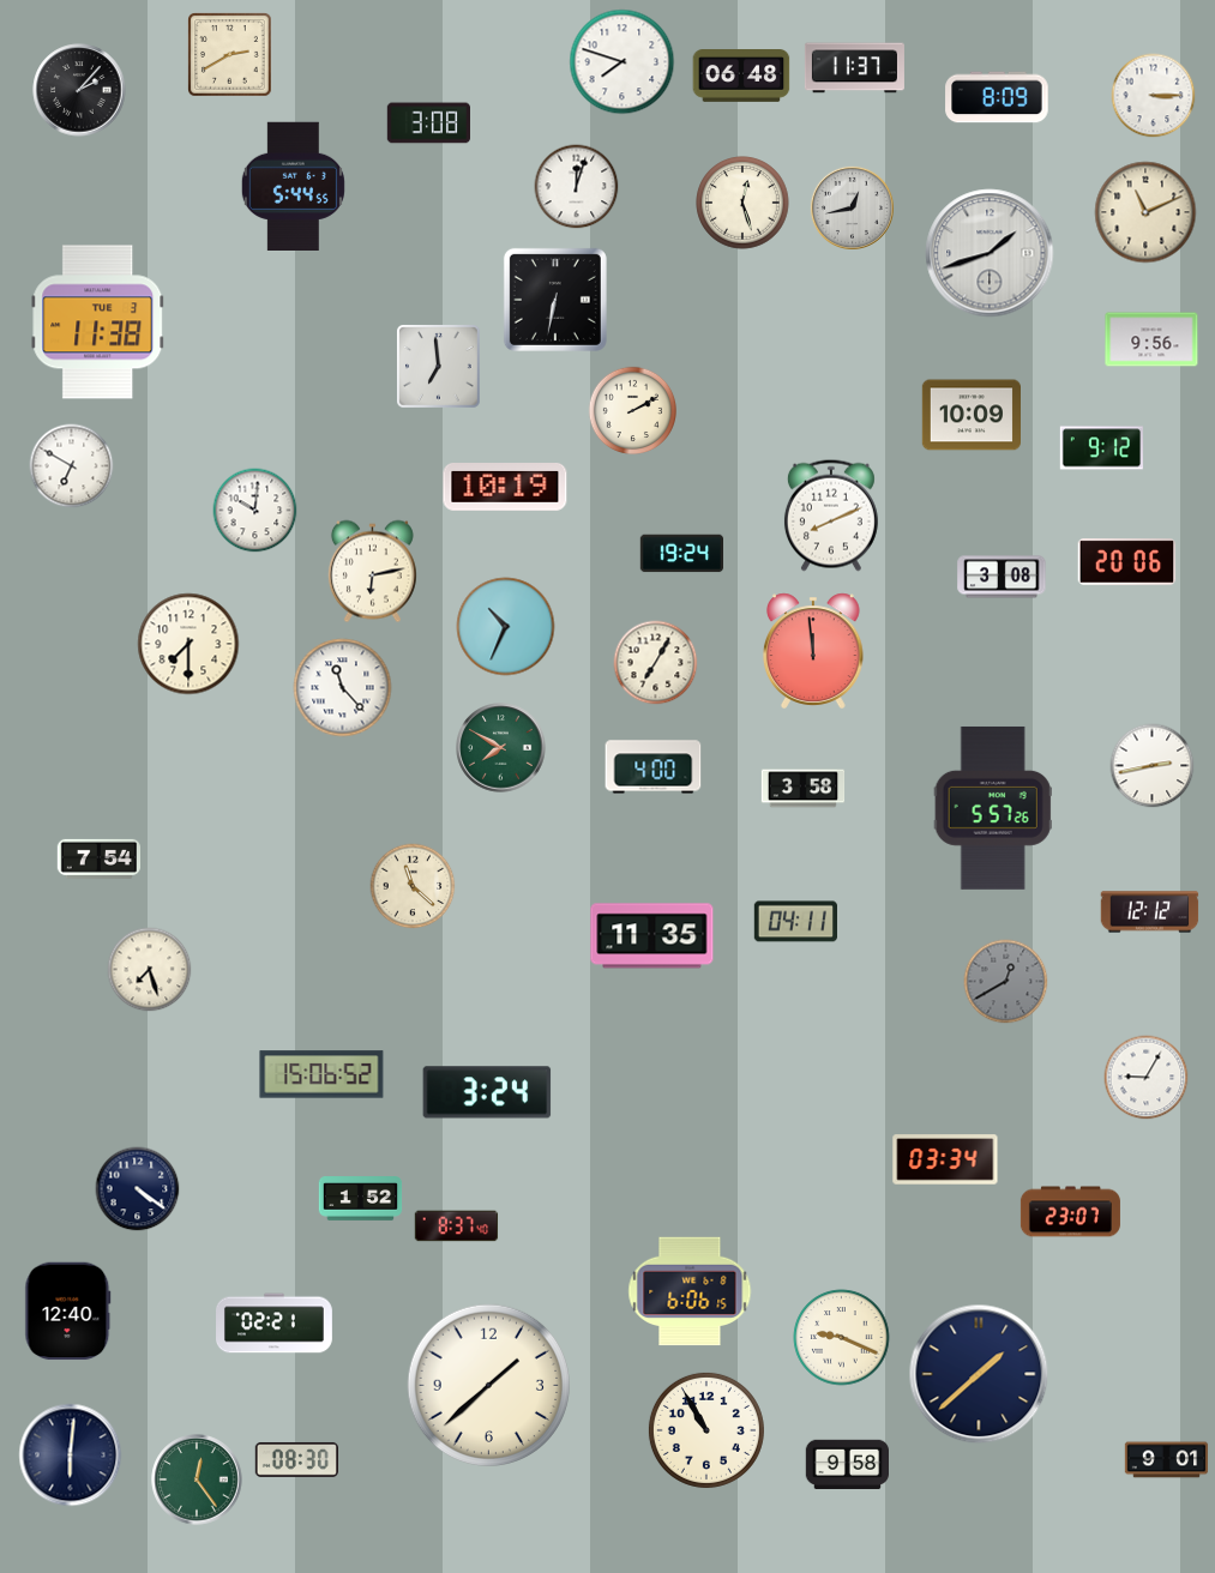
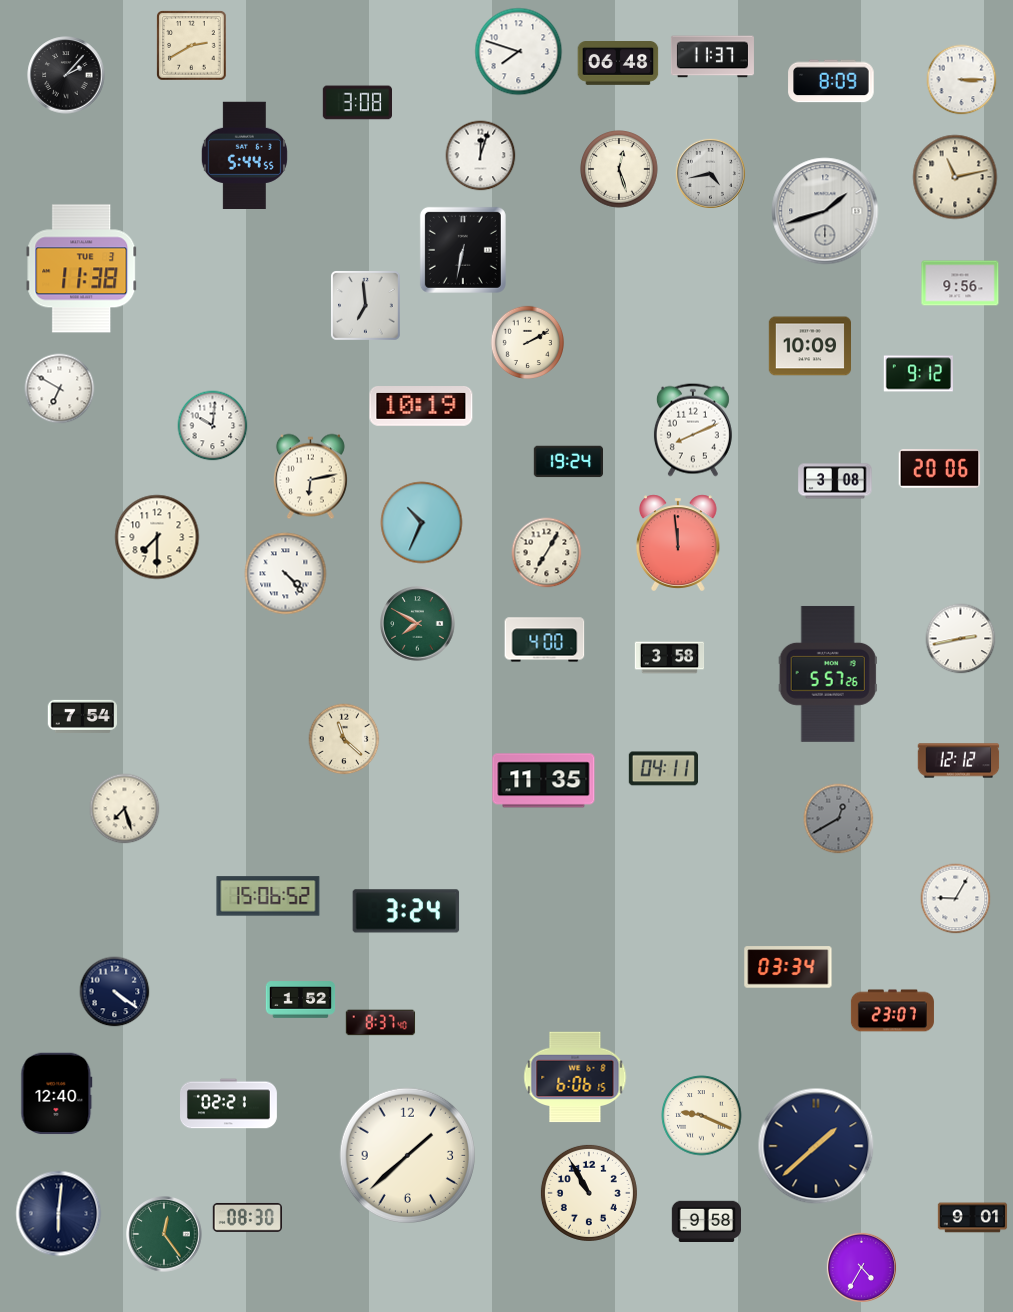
clock at (852, 207): 12:43 -> 4:43
clock at (1145, 212): 11:11 -> 11:13
clock at (343, 688): 11:23 -> 4:23
clock at (861, 1267): none -> 4:35
